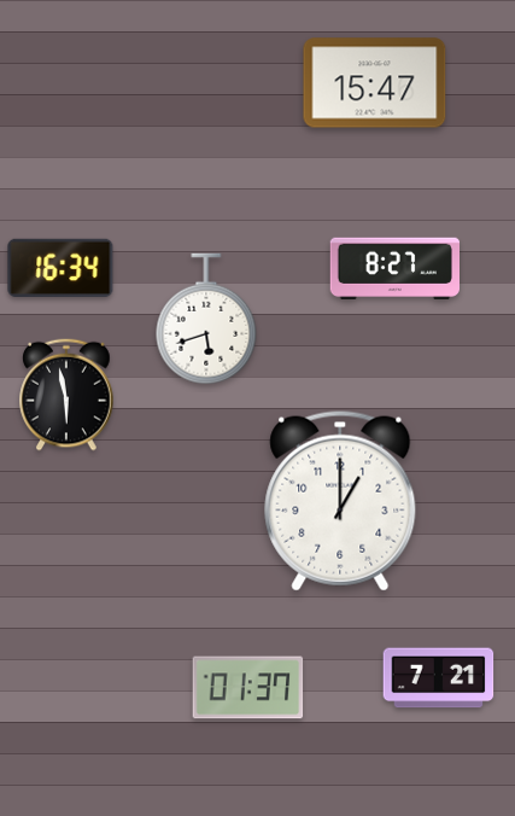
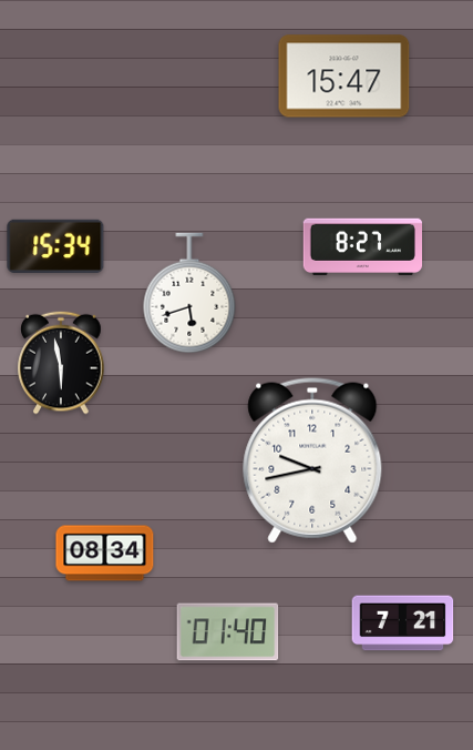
clock at (60, 267): 16:34 -> 15:34
clock at (340, 501): 1:00 -> 9:43
clock at (105, 554): none -> 08:34
clock at (248, 688): 01:37 -> 01:40
